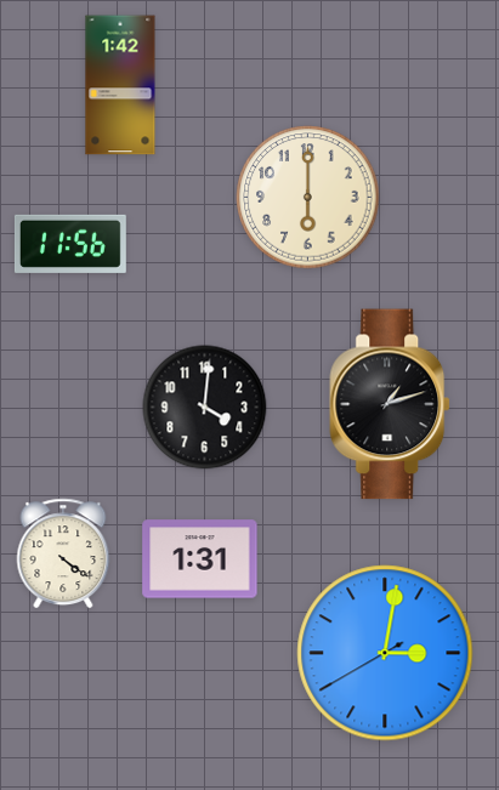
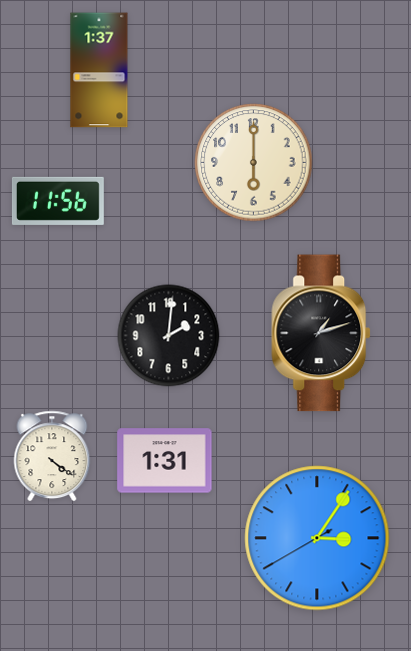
clock at (120, 85): 1:42 -> 1:37
clock at (205, 408): 4:01 -> 2:01
clock at (385, 653): 3:01 -> 3:05
